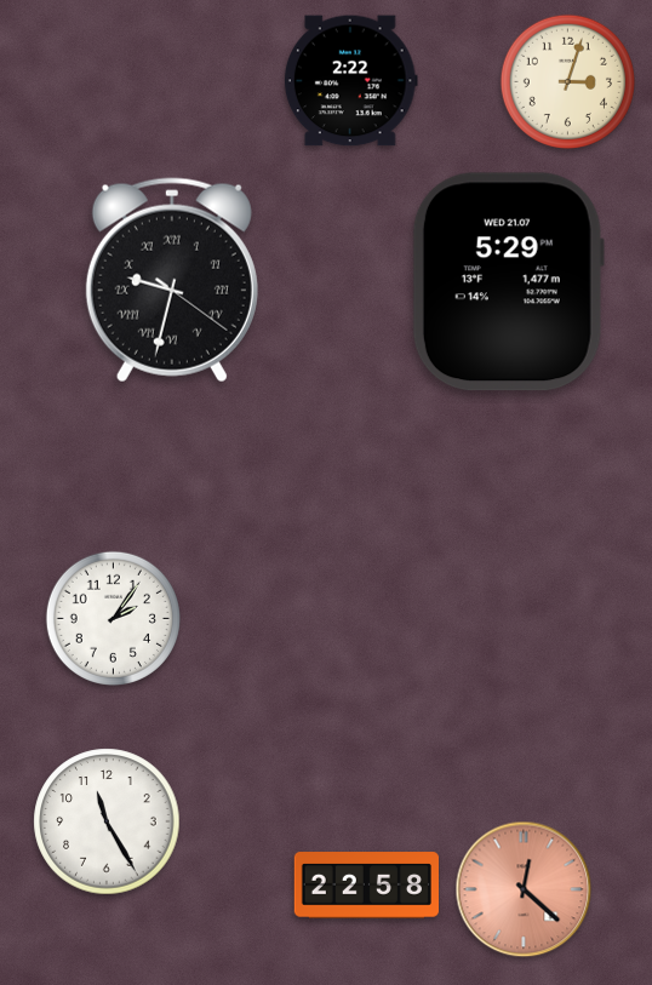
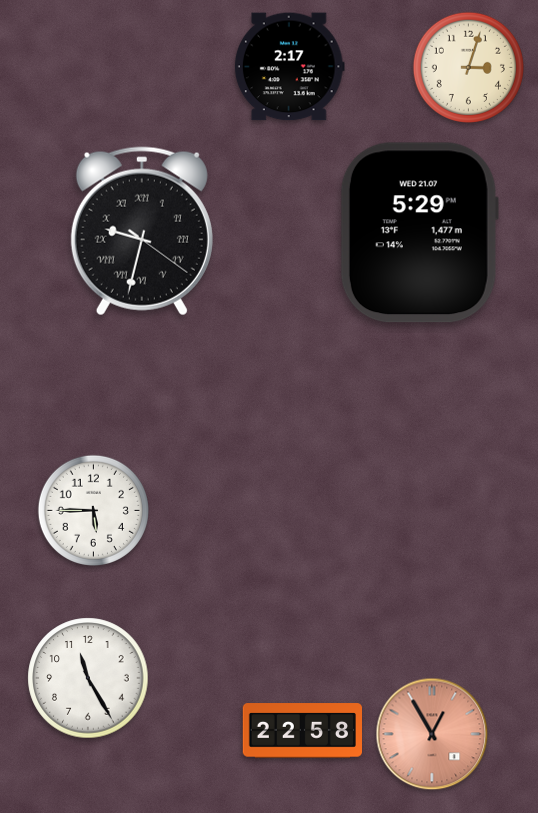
clock at (350, 81): 2:22 -> 2:17
clock at (113, 618): 2:06 -> 5:45
clock at (524, 889): 12:22 -> 12:55
